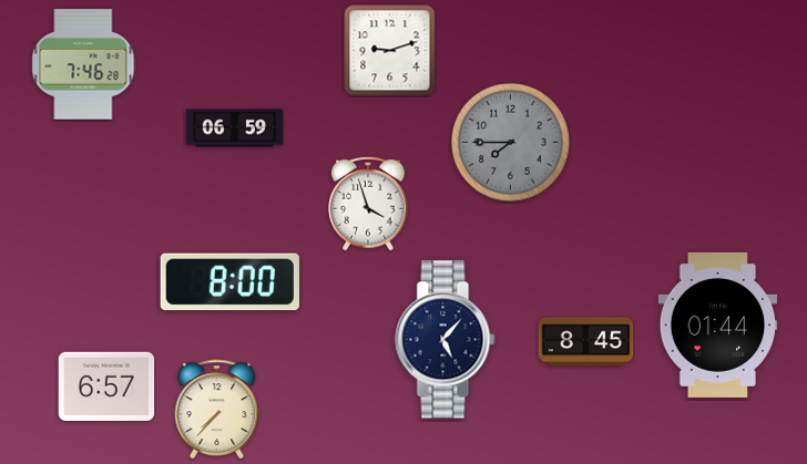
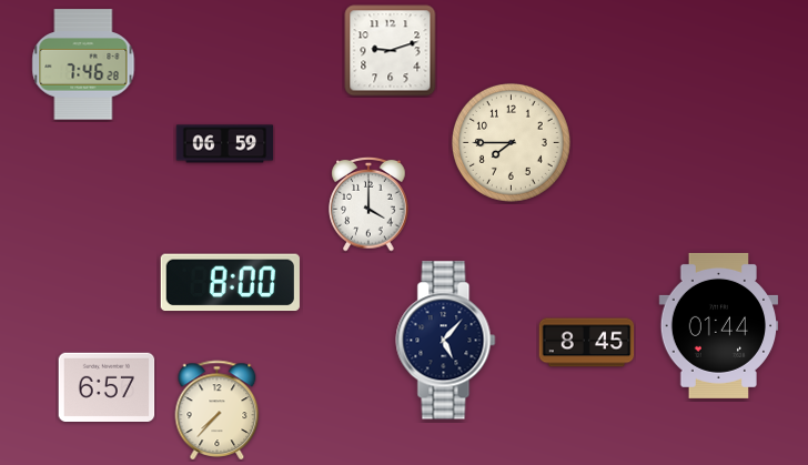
clock at (235, 128) position: (235, 128) -> (225, 144)
clock at (510, 142) dial: grey -> cream
clock at (368, 204): 3:57 -> 4:00
